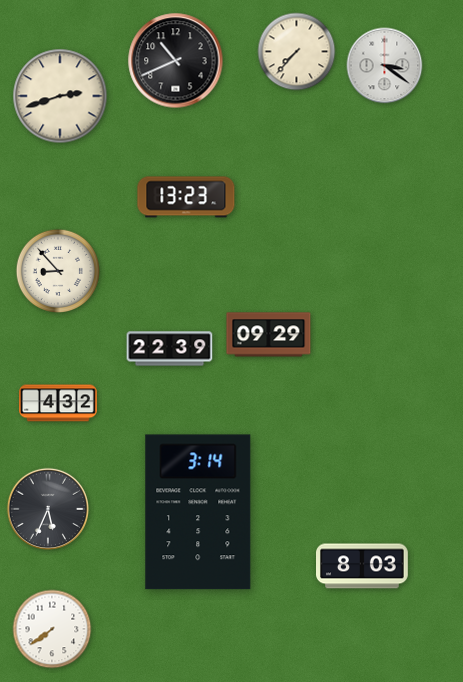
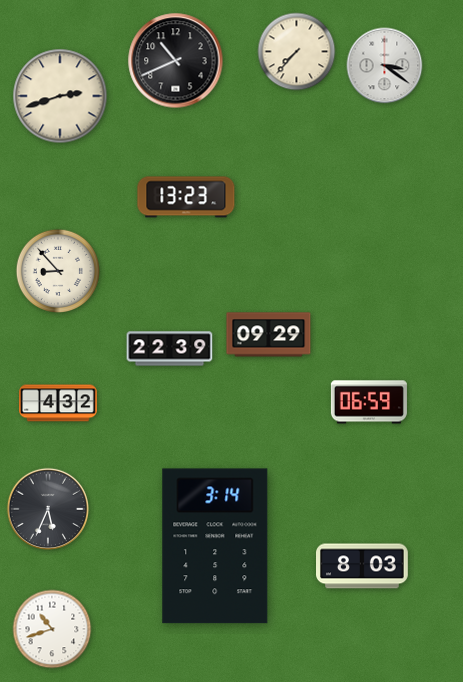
clock at (369, 402): none -> 06:59
clock at (198, 512) position: (198, 512) -> (215, 546)
clock at (52, 629): 7:39 -> 10:42
